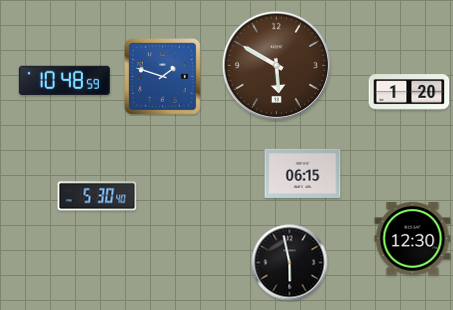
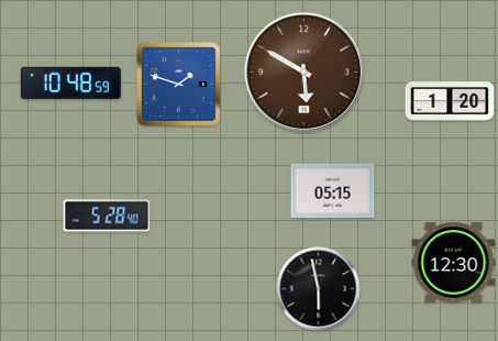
clock at (64, 81) position: (64, 81) -> (70, 84)
clock at (303, 173): 06:15 -> 05:15
clock at (97, 196): 5:30 -> 5:28
